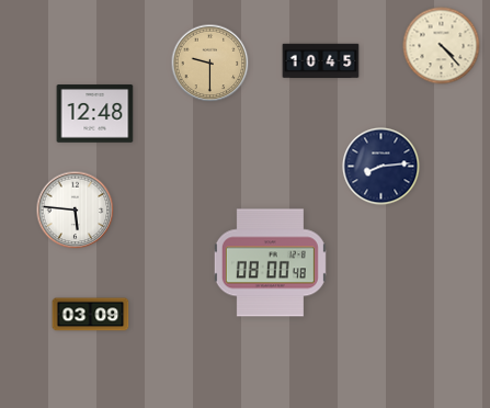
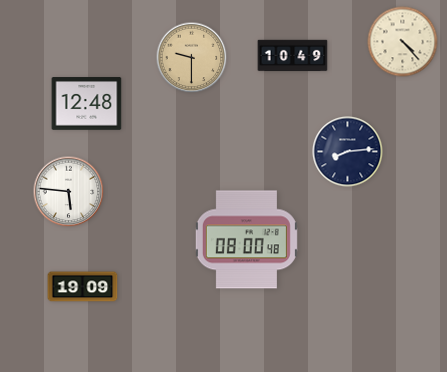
clock at (321, 61): 10:45 -> 10:49
clock at (91, 315): 03:09 -> 19:09
